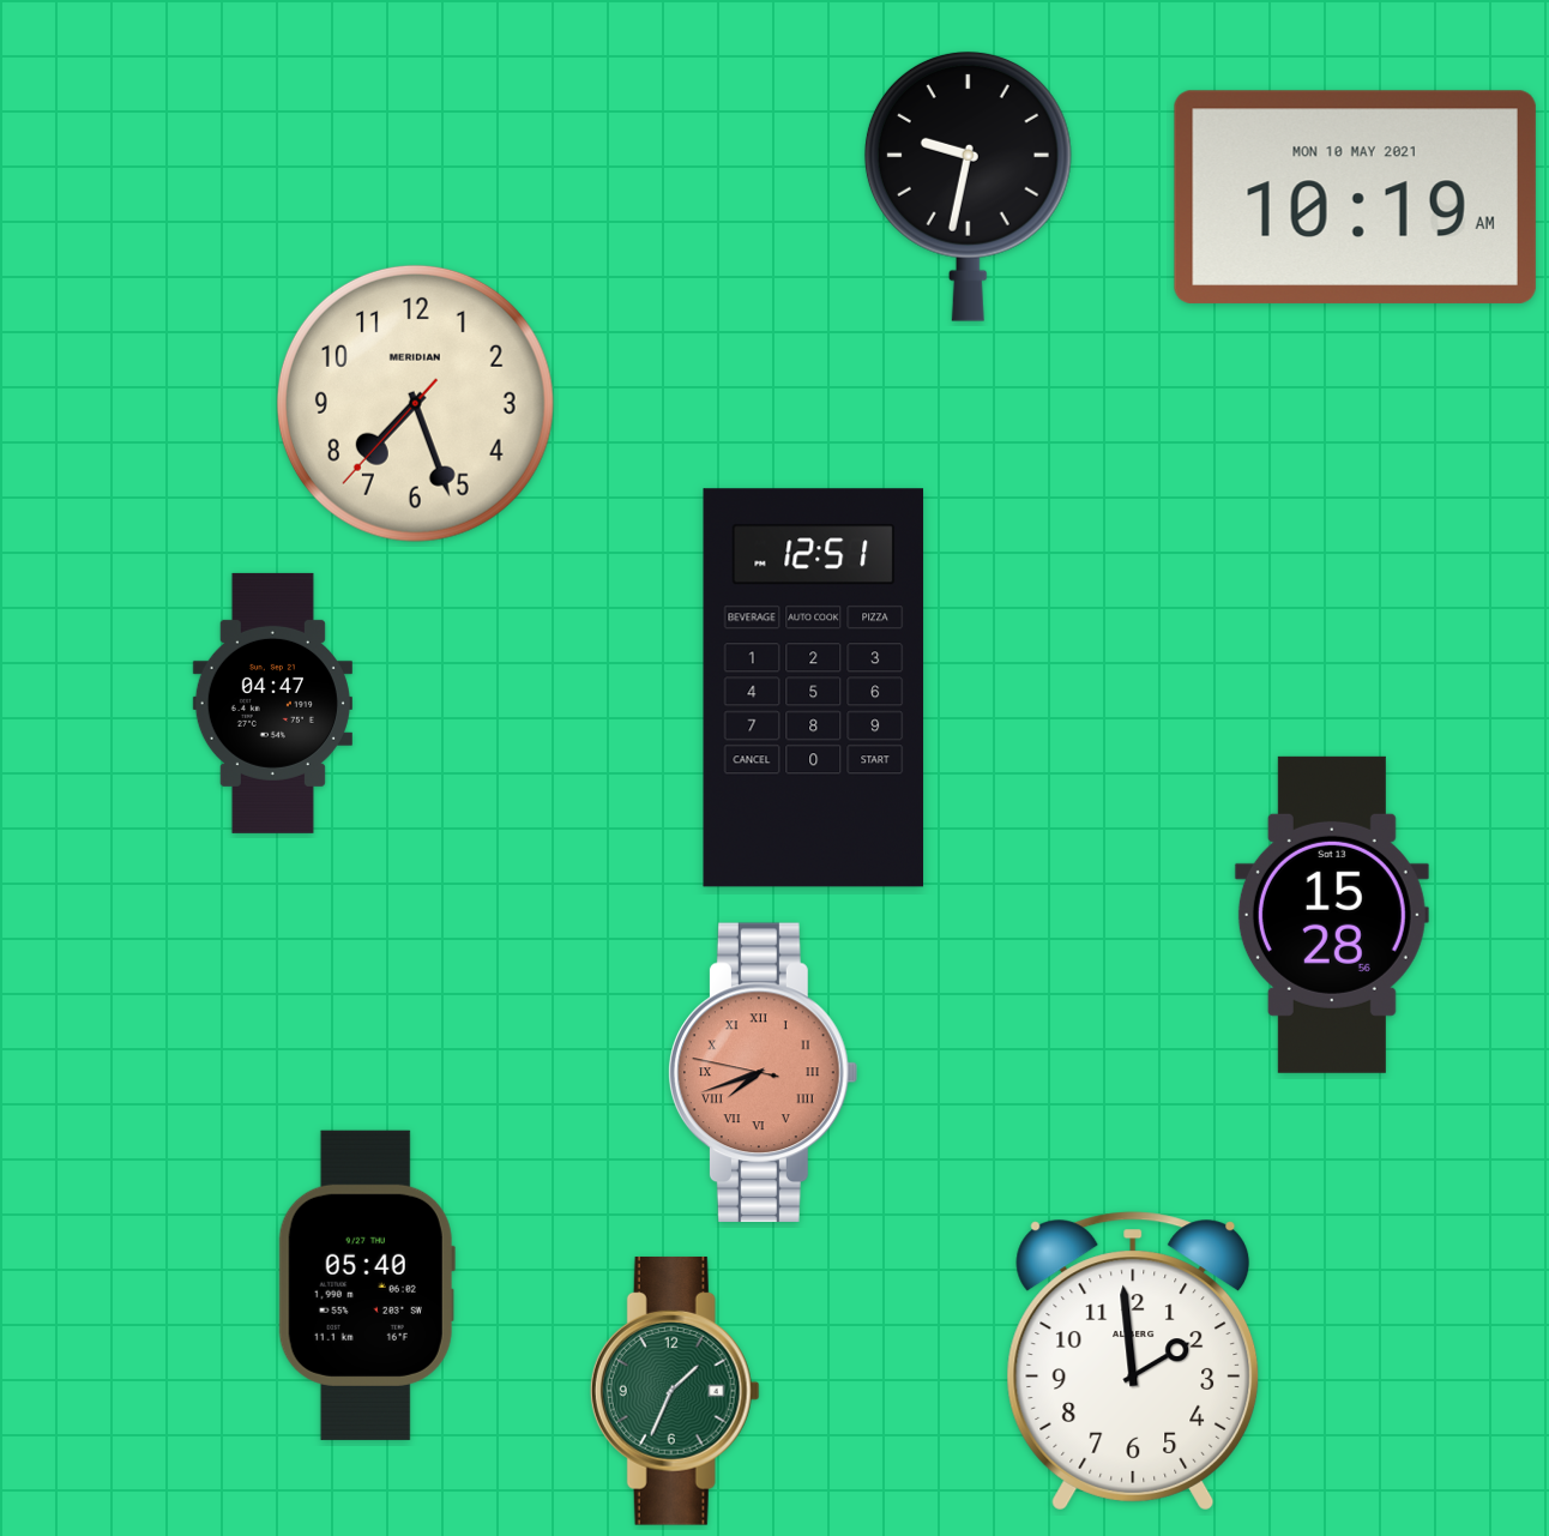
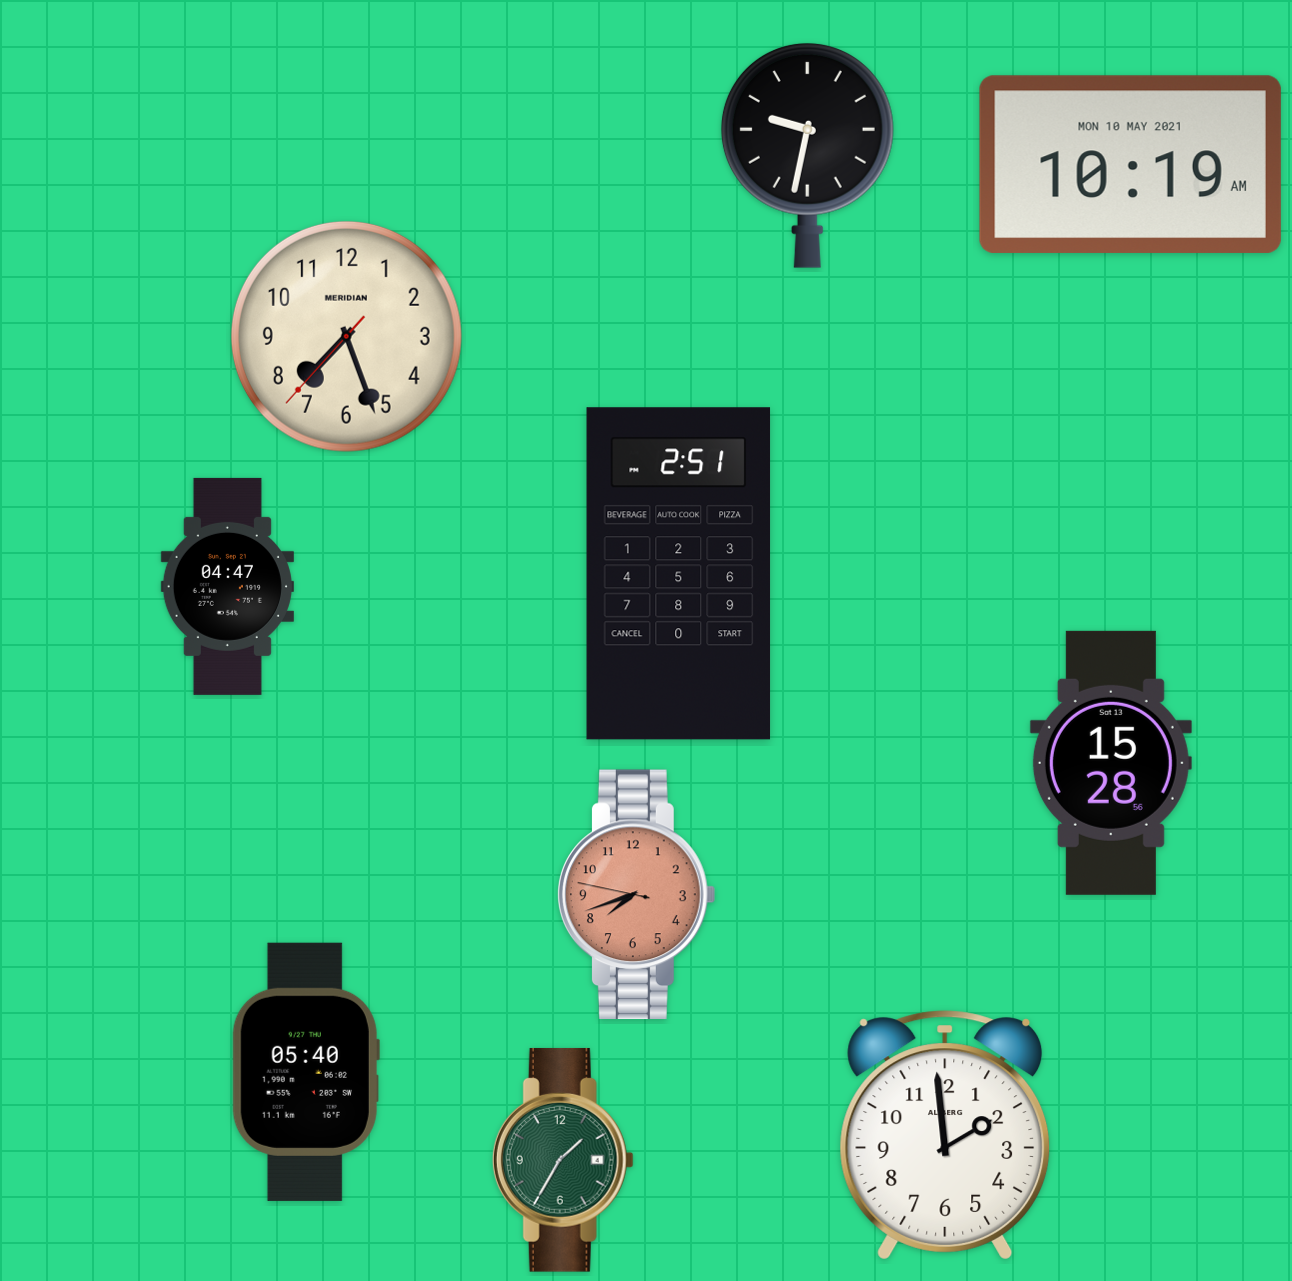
clock at (814, 688): 12:51 -> 2:51
clock at (764, 1073) numerals: Roman -> Arabic
clock at (675, 1391): 1:34 -> 1:35
